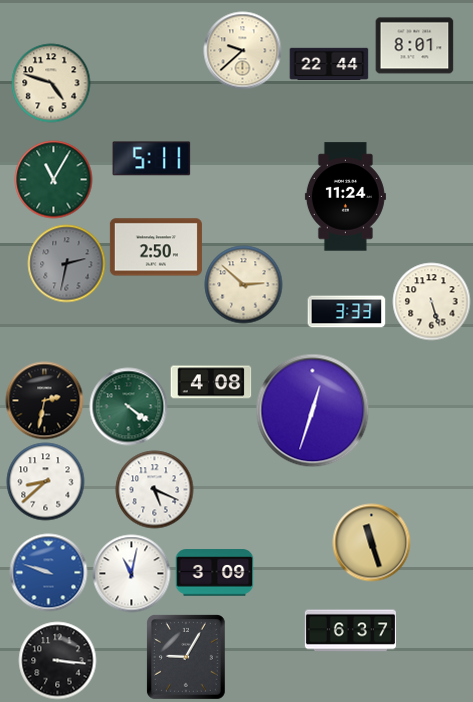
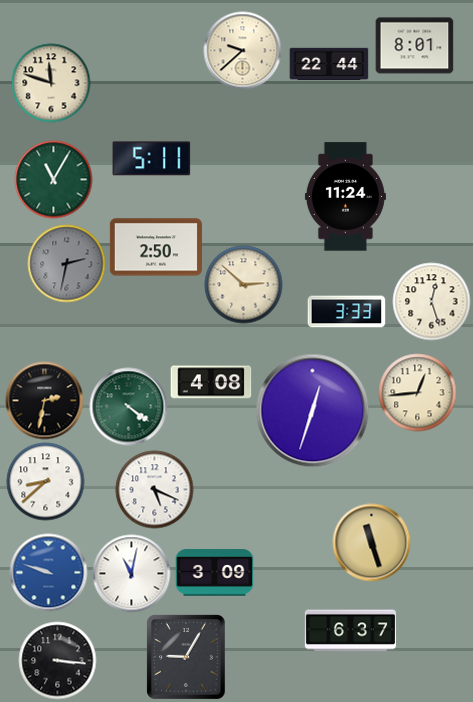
clock at (51, 83): 4:48 -> 11:48
clock at (431, 301): 5:27 -> 12:27
clock at (417, 392): none -> 12:44
